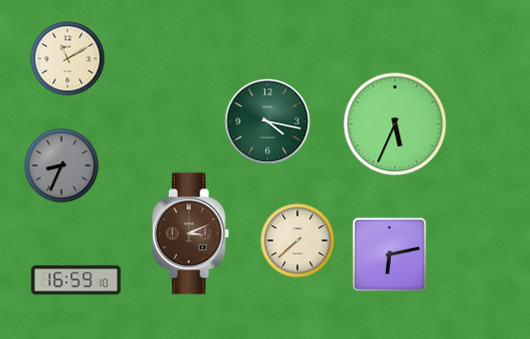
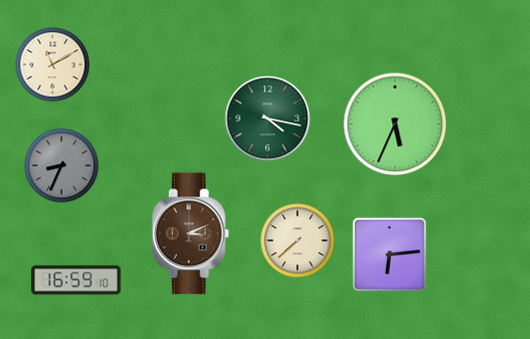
clock at (68, 59) position: (68, 59) -> (53, 65)
clock at (268, 122) position: (268, 122) -> (268, 119)
clock at (389, 254): 6:13 -> 6:14
